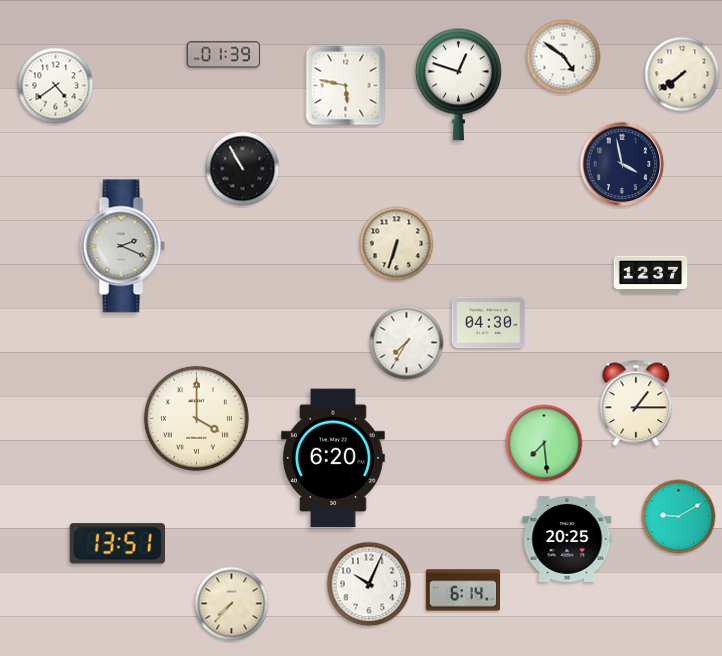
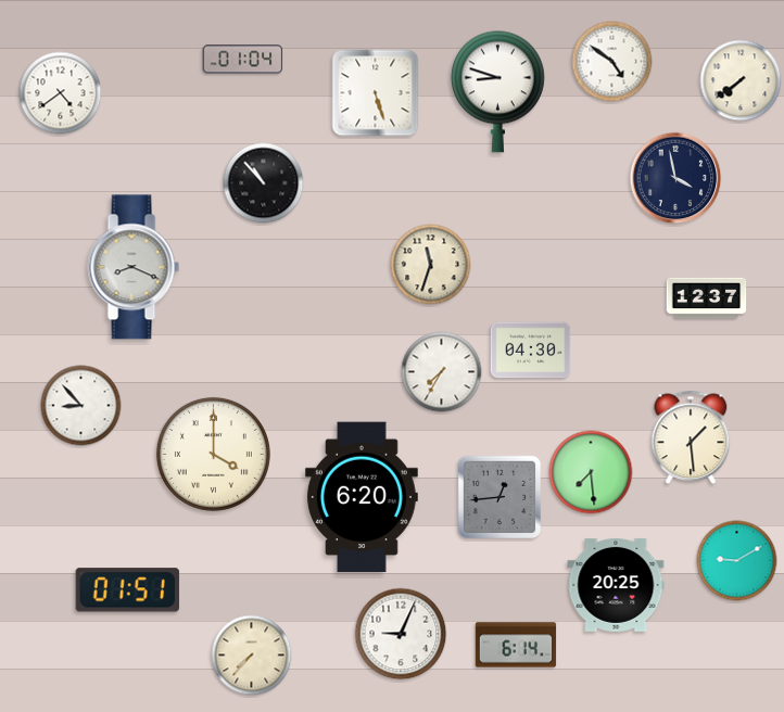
clock at (224, 55): 01:39 -> 01:04
clock at (458, 84): 12:48 -> 8:48
clock at (346, 86): 5:47 -> 5:27
clock at (243, 169): 10:55 -> 10:53
clock at (397, 244): 6:33 -> 11:33
clock at (123, 246): 2:19 -> 8:19
clock at (81, 406): none -> 8:53
clock at (636, 403): 1:15 -> 1:29
clock at (544, 443) position: (544, 443) -> (591, 472)
clock at (500, 497): none -> 12:44
clock at (117, 544): 13:51 -> 01:51
clock at (369, 584): 10:04 -> 9:04
clock at (463, 590) position: (463, 590) -> (516, 645)
